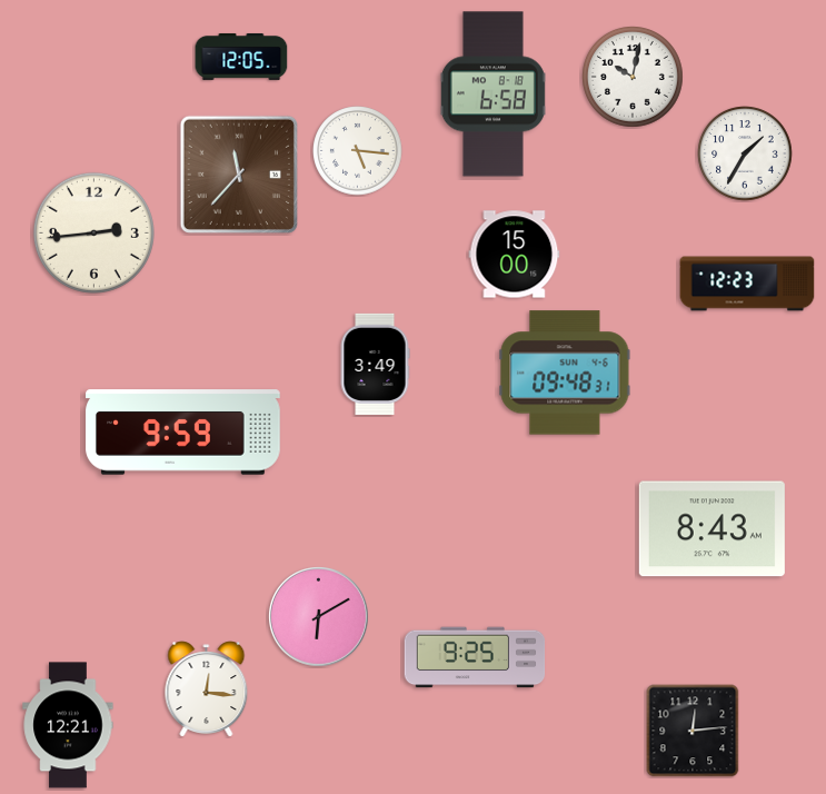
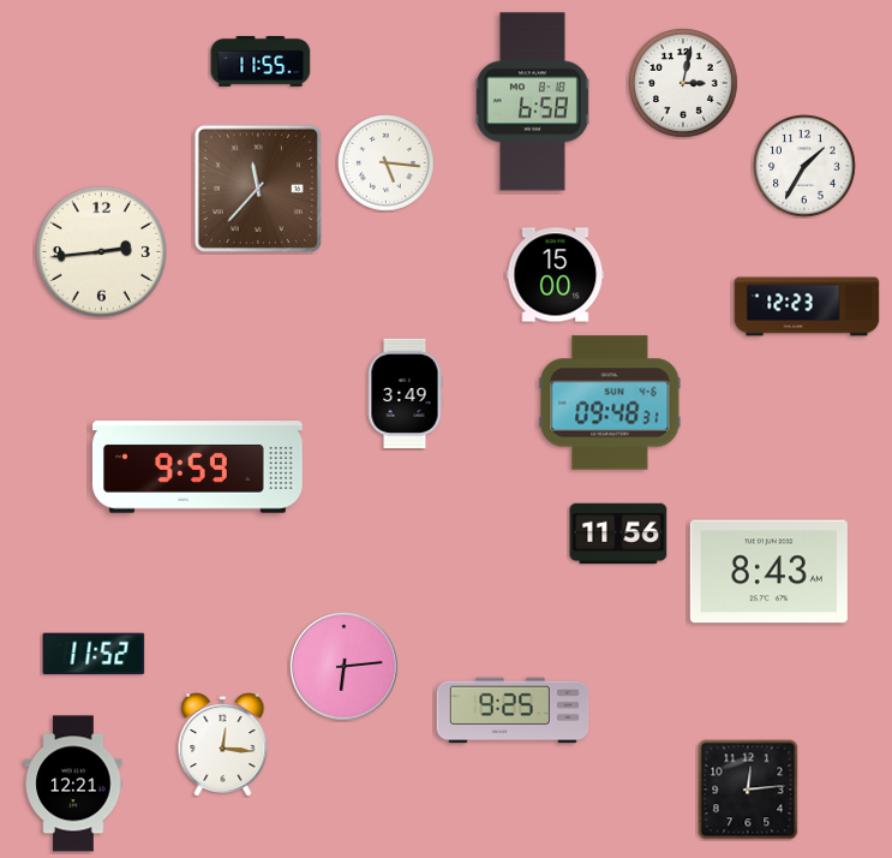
clock at (241, 57): 12:05 -> 11:55
clock at (634, 78): 10:02 -> 3:02
clock at (618, 534): none -> 11:56
clock at (94, 654): none -> 11:52
clock at (319, 617): 6:10 -> 6:14
